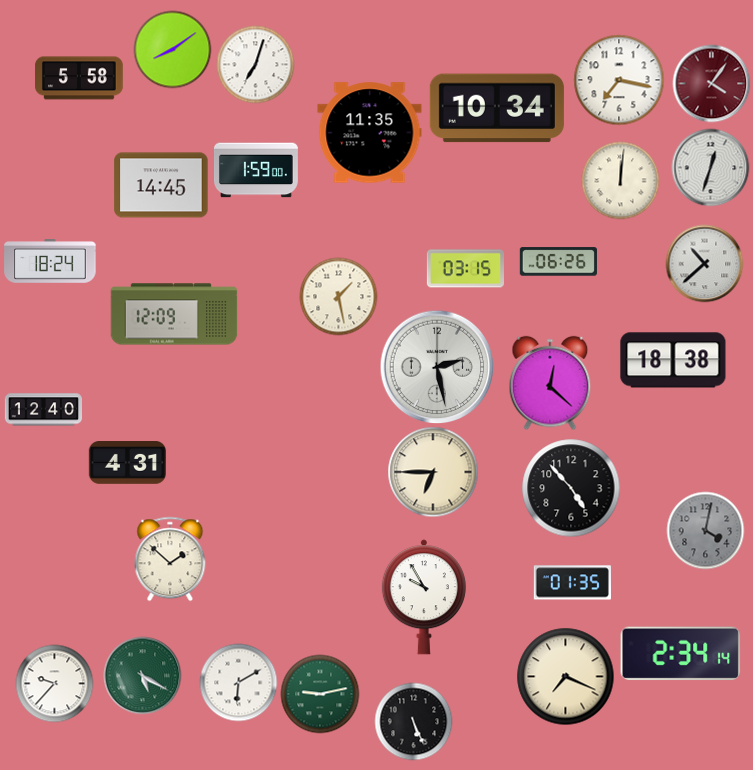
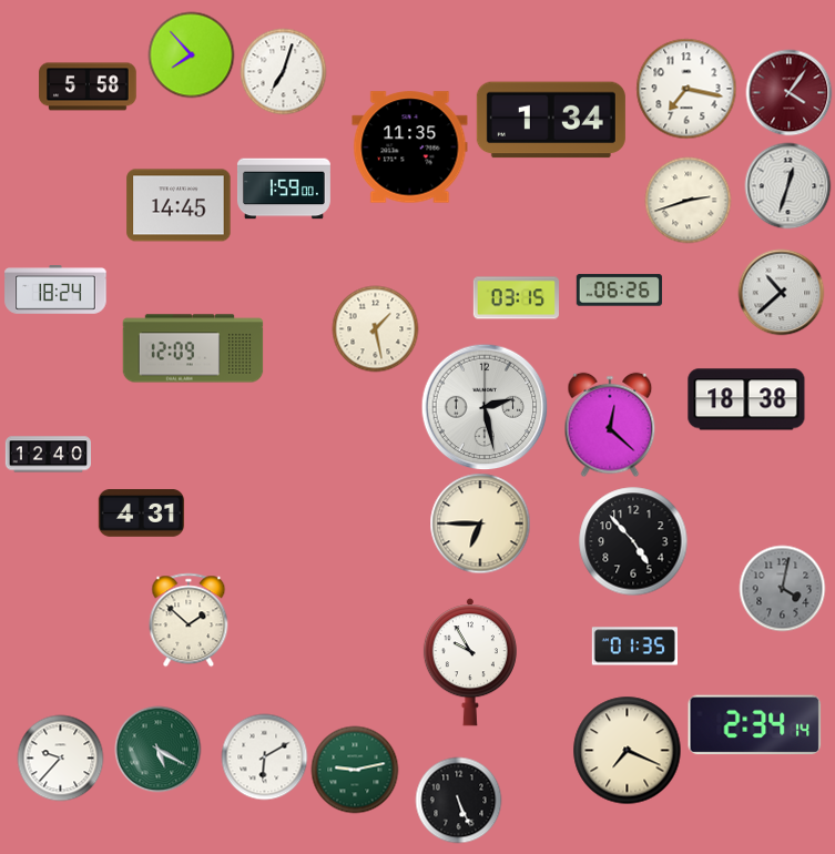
clock at (172, 49): 8:09 -> 7:53
clock at (497, 108): 10:34 -> 1:34
clock at (620, 180): 12:01 -> 2:42
